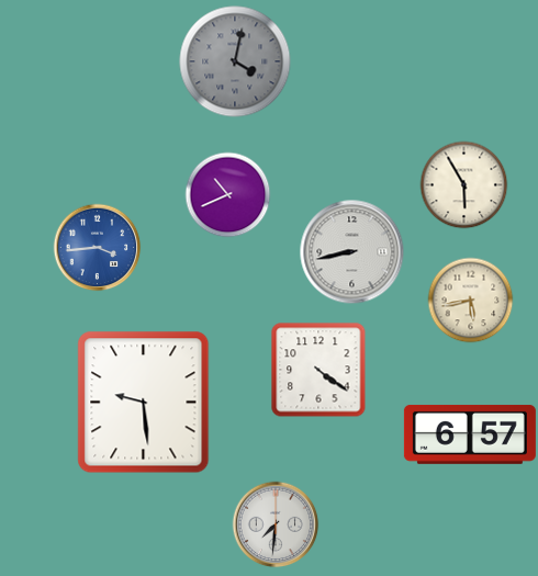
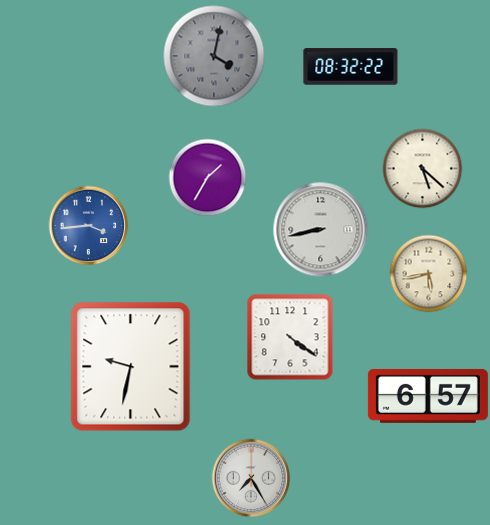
clock at (351, 67): none -> 08:32
clock at (463, 184): 5:55 -> 5:22
clock at (227, 194): 10:41 -> 1:35
clock at (144, 403): 9:29 -> 9:32
clock at (276, 524): 7:31 -> 7:25
